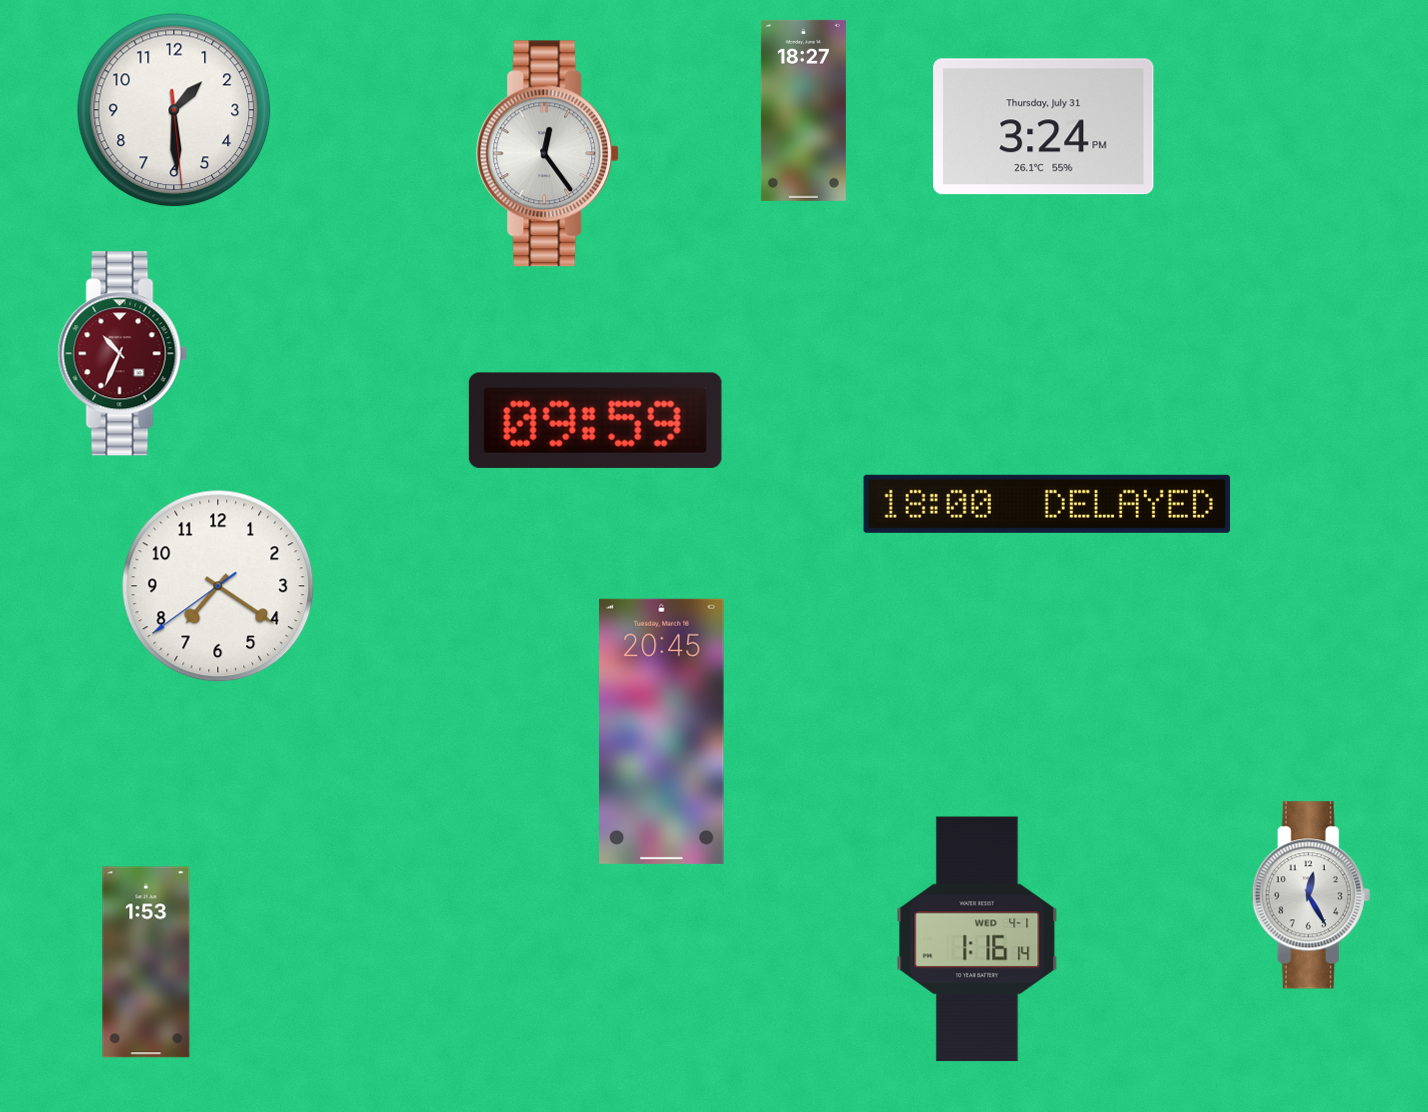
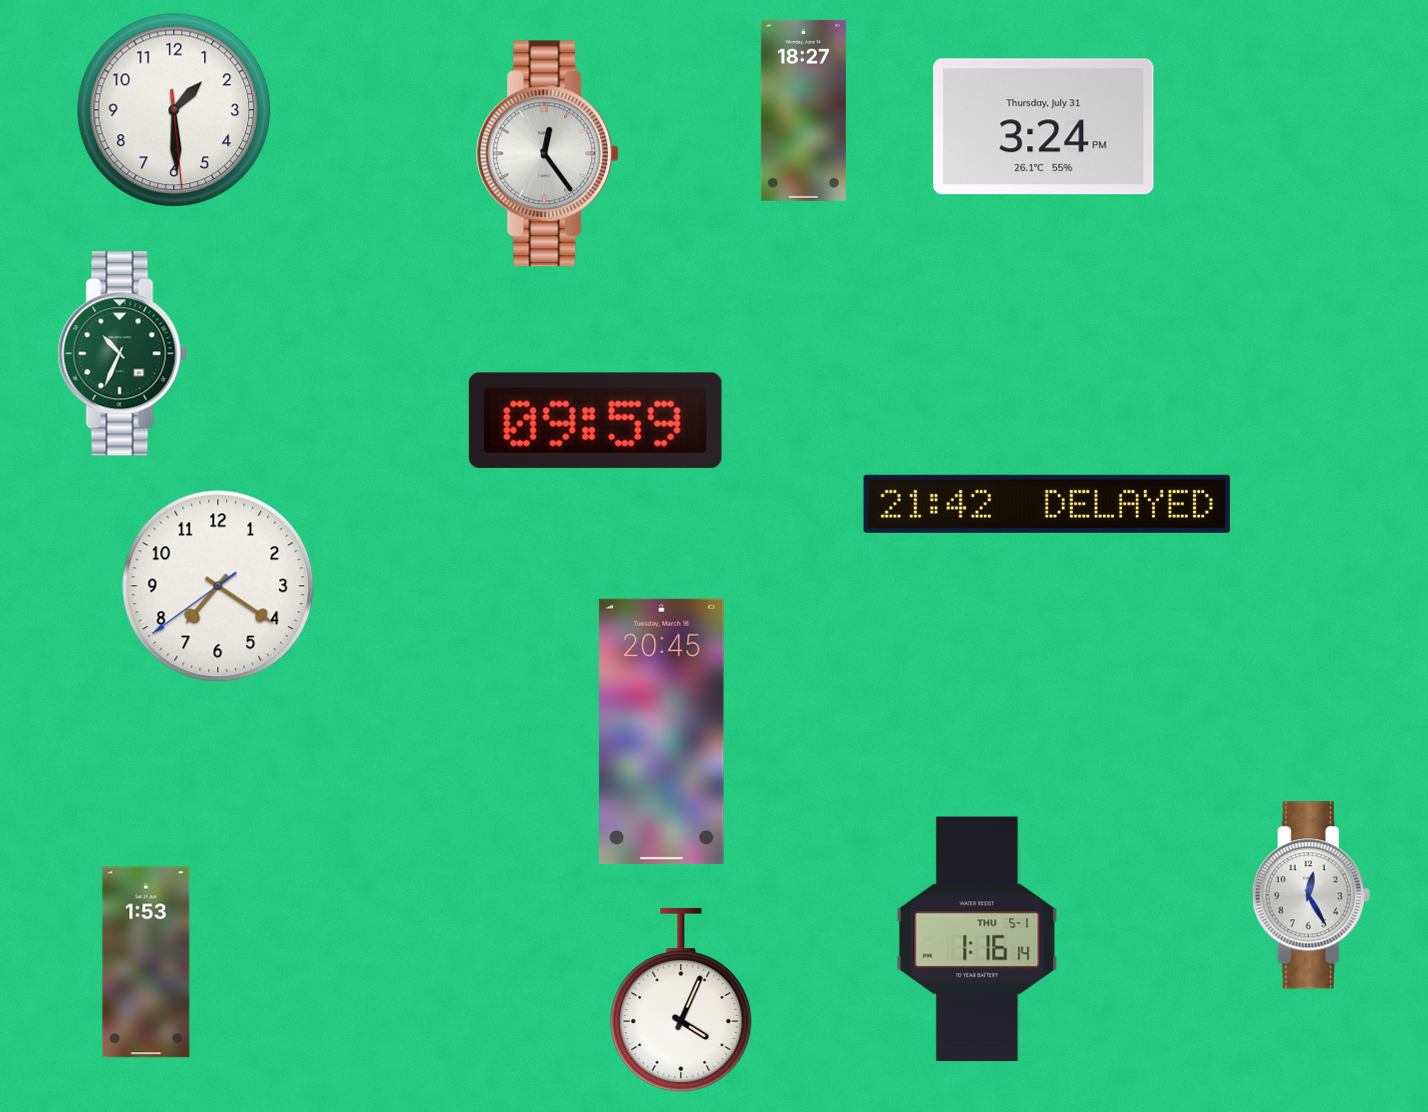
clock at (122, 354) dial: burgundy -> green
clock at (1047, 504): 18:00 -> 21:42
clock at (977, 939) date: WED 4-1 -> THU 5-1
clock at (681, 1000): none -> 4:04
